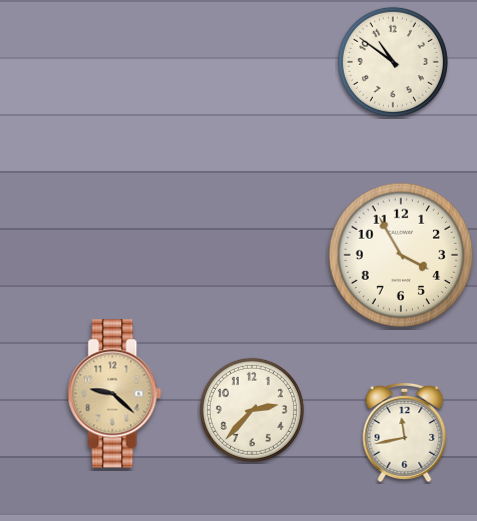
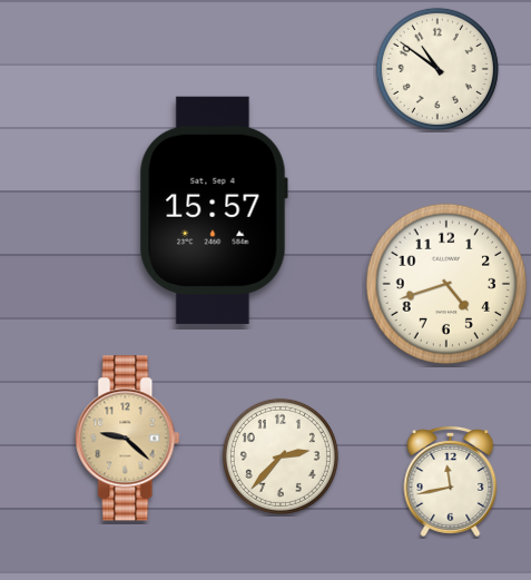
clock at (214, 210): none -> 15:57
clock at (401, 255): 3:55 -> 4:42
